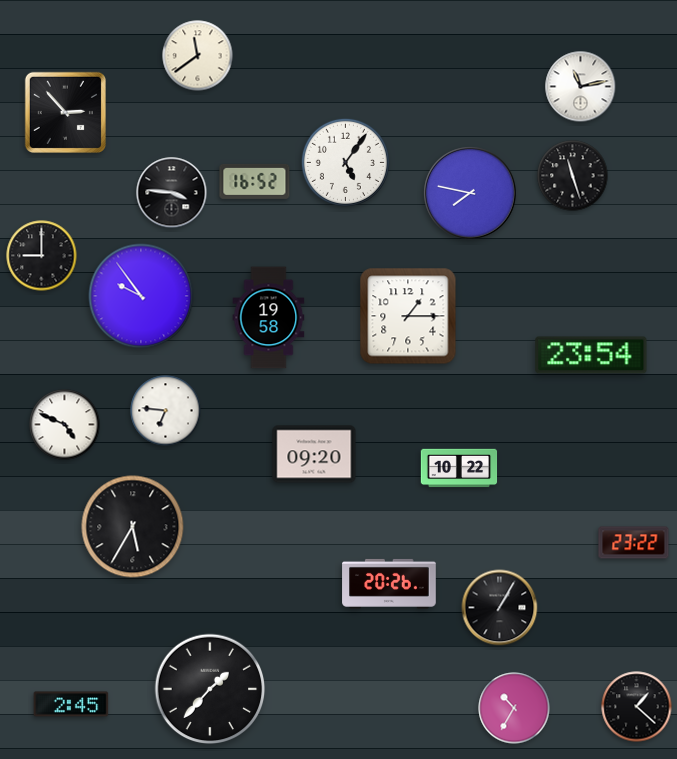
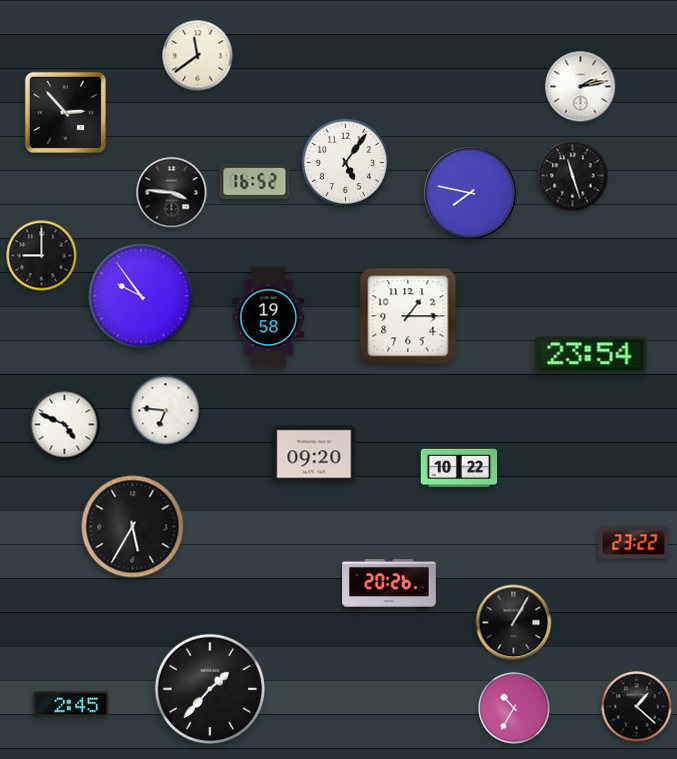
clock at (581, 87): 11:13 -> 2:13
clock at (500, 608) position: (500, 608) -> (514, 623)
